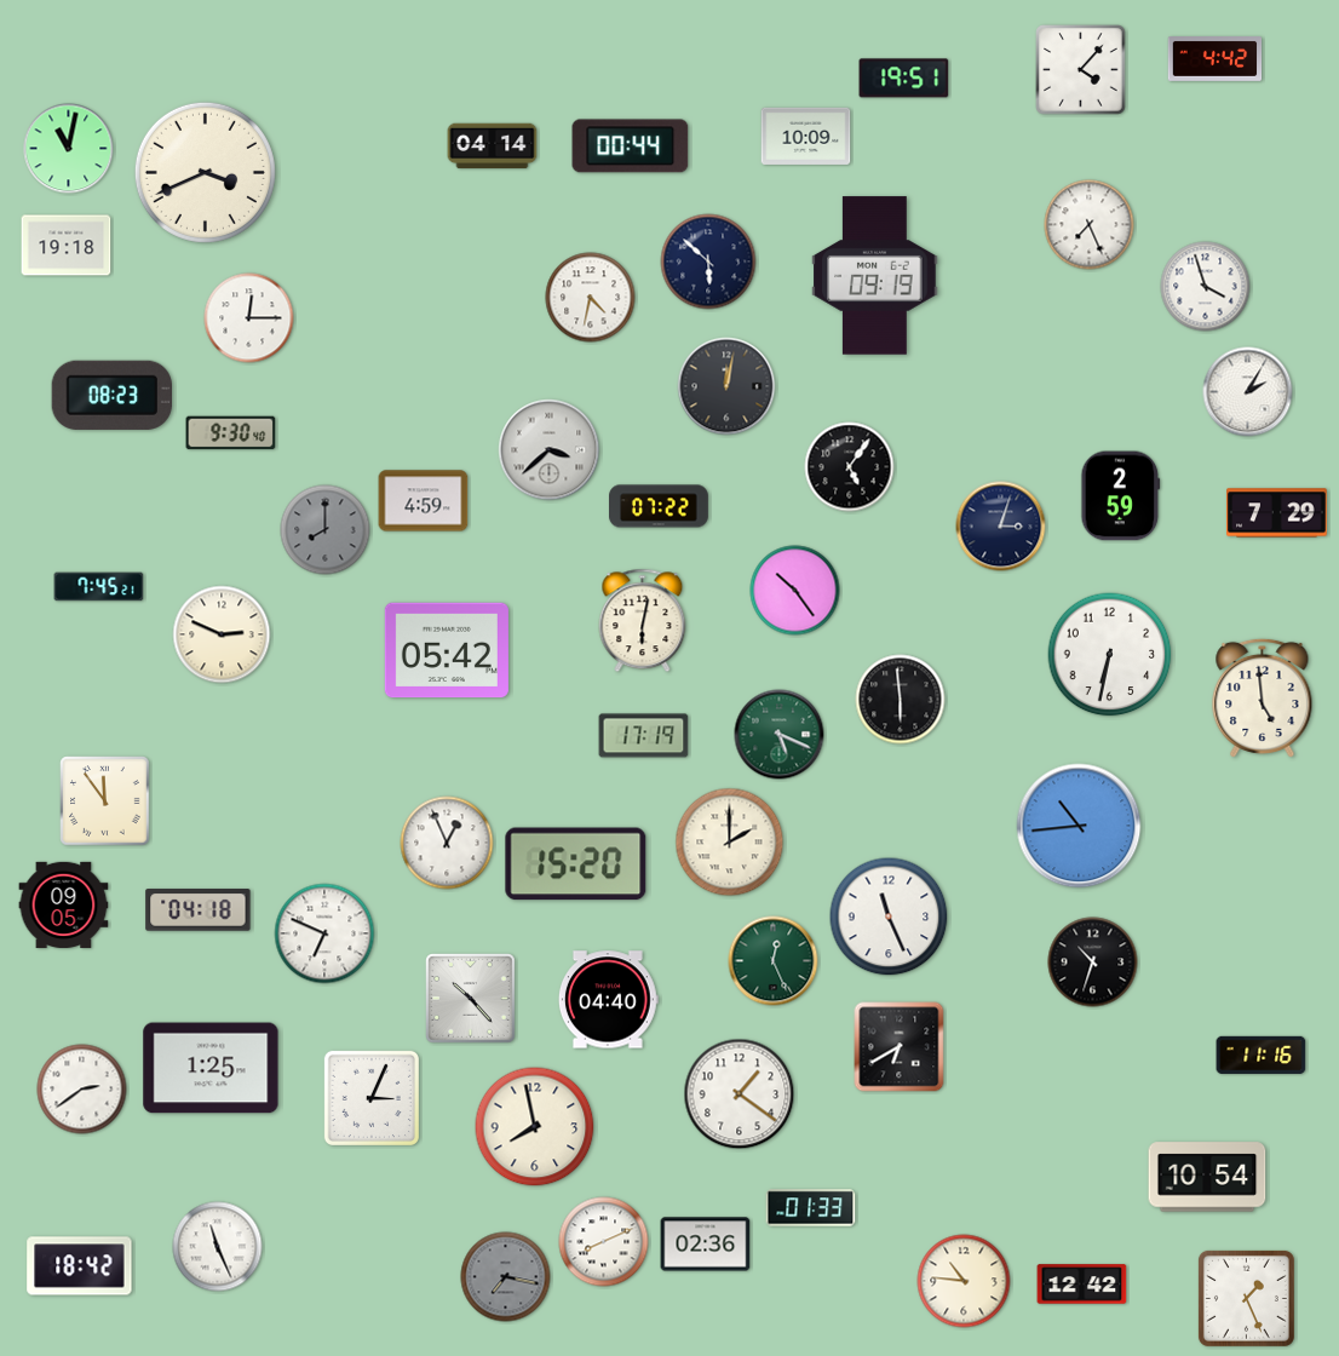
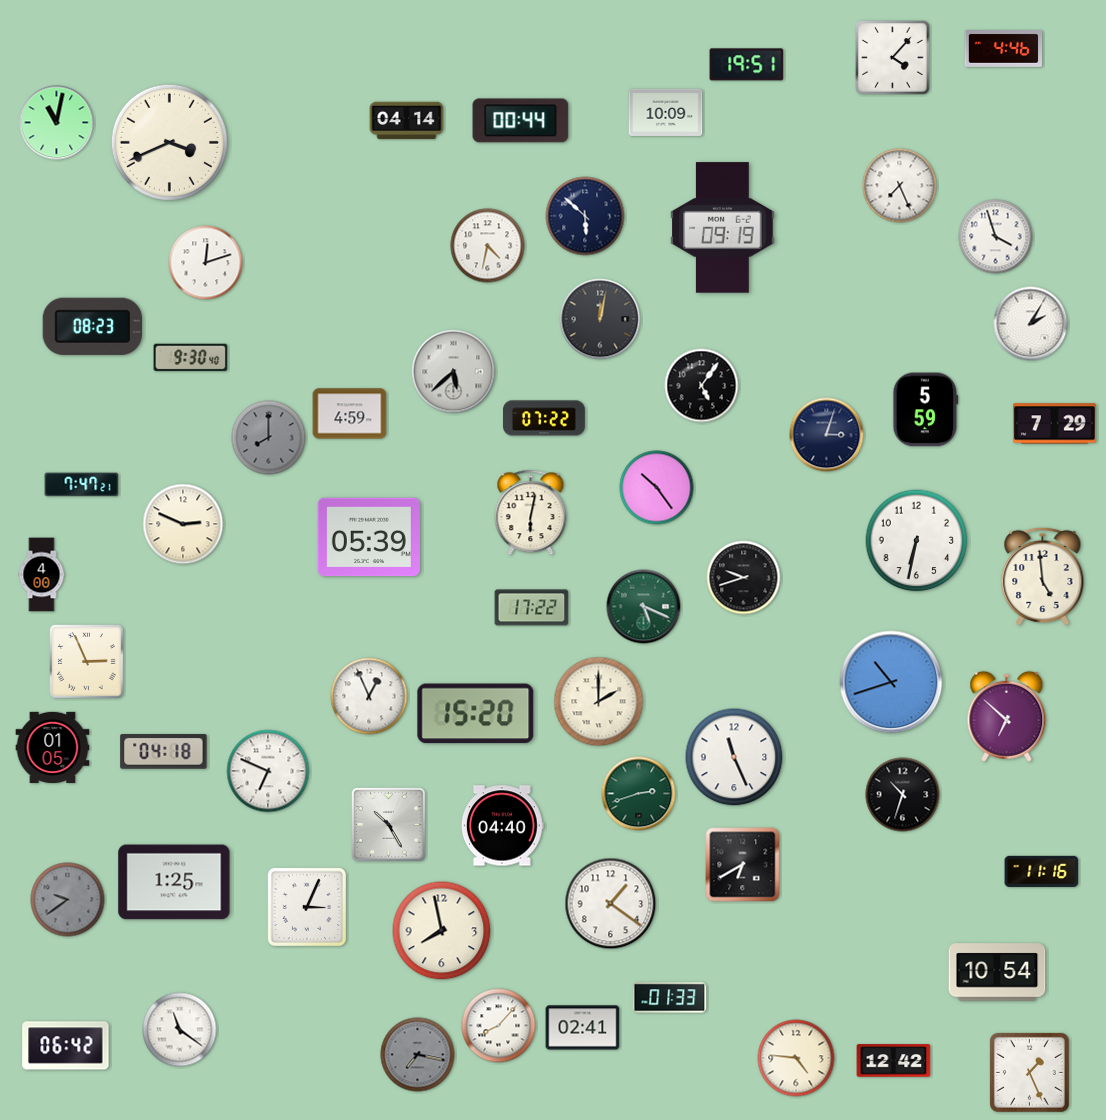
clock at (1216, 59): 4:42 -> 4:46
clock at (67, 246): 19:18 -> none
clock at (249, 318): 12:15 -> 12:12
clock at (550, 450): 3:38 -> 5:38
clock at (1121, 496): 2:59 -> 5:59
clock at (99, 587): 7:45 -> 7:47
clock at (447, 650): 05:42 -> 05:39
clock at (42, 575): none -> 4:00
clock at (901, 700): 5:59 -> 9:42
clock at (644, 736): 17:19 -> 17:22
clock at (105, 801): 11:54 -> 2:56
clock at (1079, 826): 10:44 -> 10:42
clock at (730, 843) position: (730, 843) -> (599, 702)
clock at (1007, 716): none -> 6:52
clock at (64, 906): 09:05 -> 01:05
clock at (774, 961): 12:26 -> 2:42
clock at (471, 999): 10:23 -> 10:25
clock at (82, 1090): 2:39 -> 9:39
clock at (82, 1090) dial: white -> grey
clock at (604, 1242): 8:11 -> 8:07
clock at (706, 1245): 02:36 -> 02:41
clock at (218, 1247): 11:26 -> 11:21
clock at (80, 1266): 18:42 -> 06:42
clock at (964, 1281): 10:46 -> 4:46
